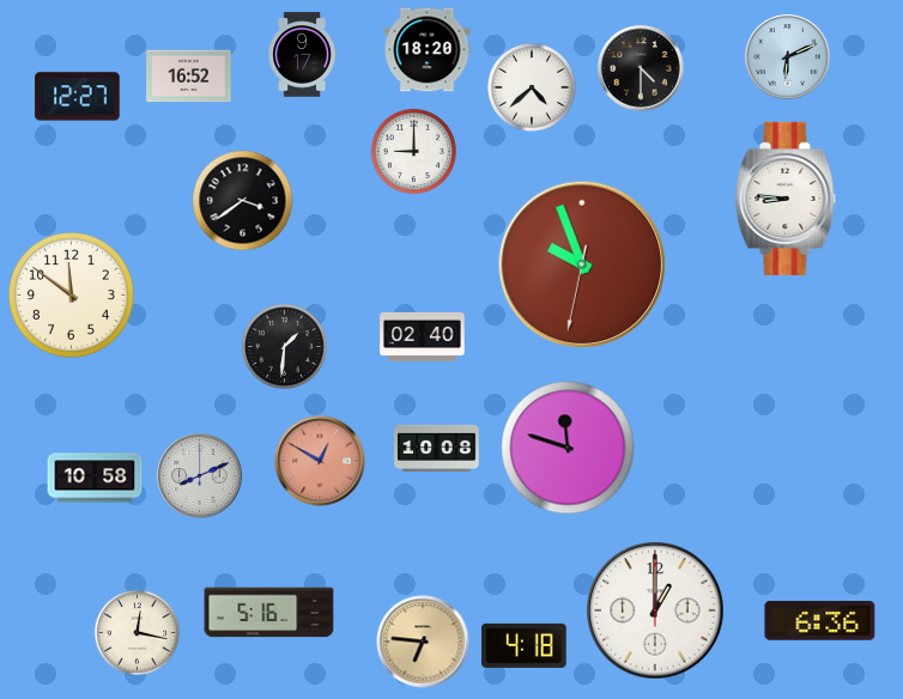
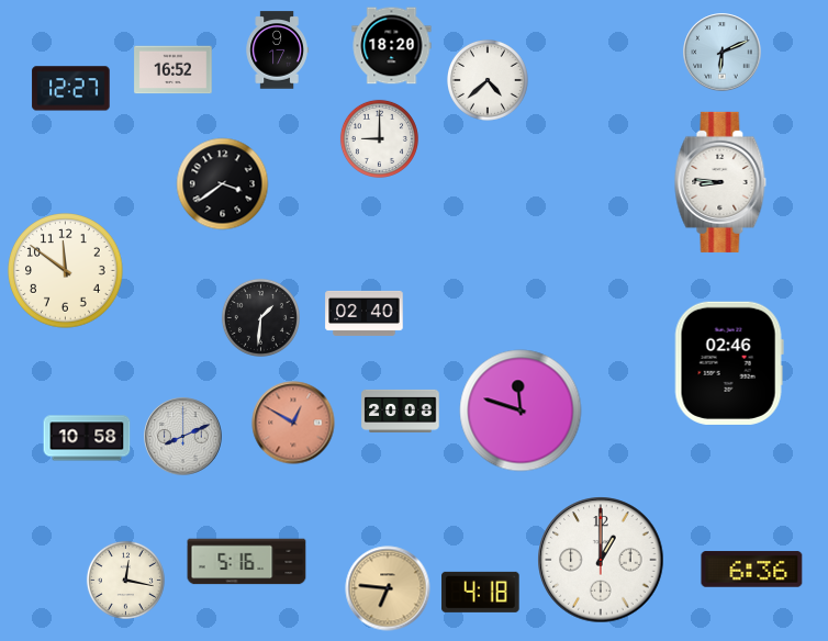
clock at (641, 68): 4:30 -> none
clock at (582, 265): 9:56 -> none
clock at (423, 336) position: (423, 336) -> (365, 313)
clock at (729, 363): none -> 02:46
clock at (437, 448): 10:08 -> 20:08
